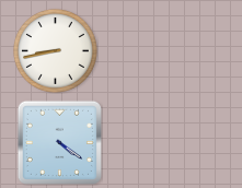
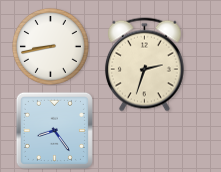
clock at (144, 65): none -> 2:33
clock at (59, 142): 4:21 -> 8:24
